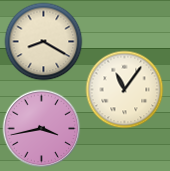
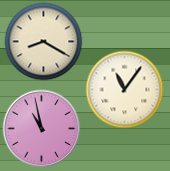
clock at (41, 128): 3:43 -> 10:58
